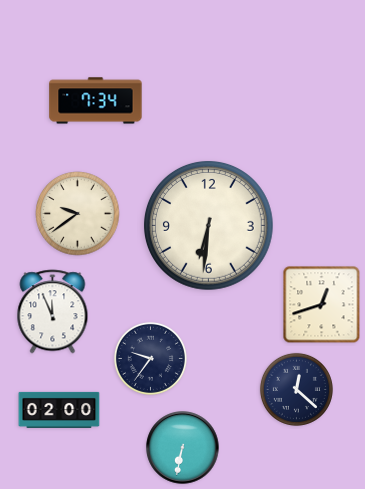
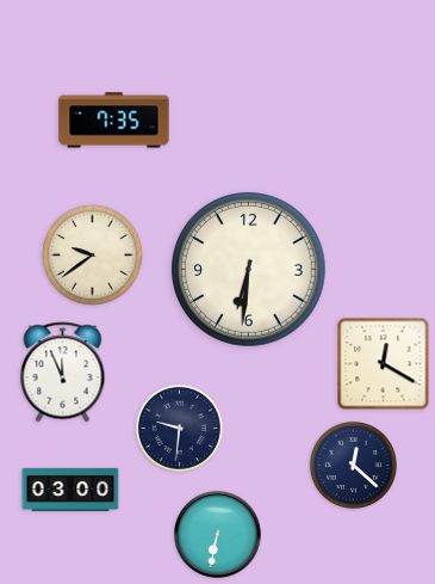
clock at (96, 101): 7:34 -> 7:35
clock at (322, 305): 12:42 -> 12:20
clock at (150, 358): 9:36 -> 9:31
clock at (59, 410): 02:00 -> 03:00
